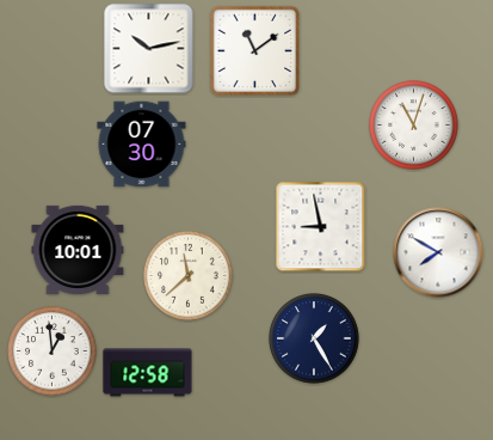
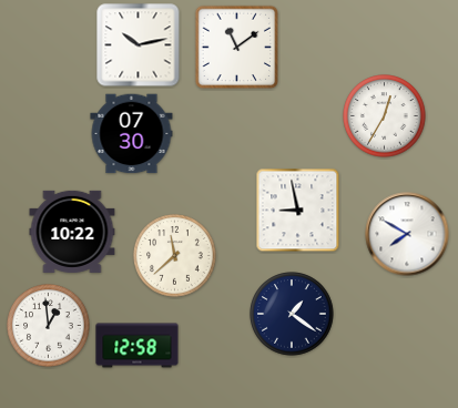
clock at (414, 126): 11:03 -> 12:35
clock at (78, 250): 10:01 -> 10:22
clock at (314, 338): 1:25 -> 1:21
